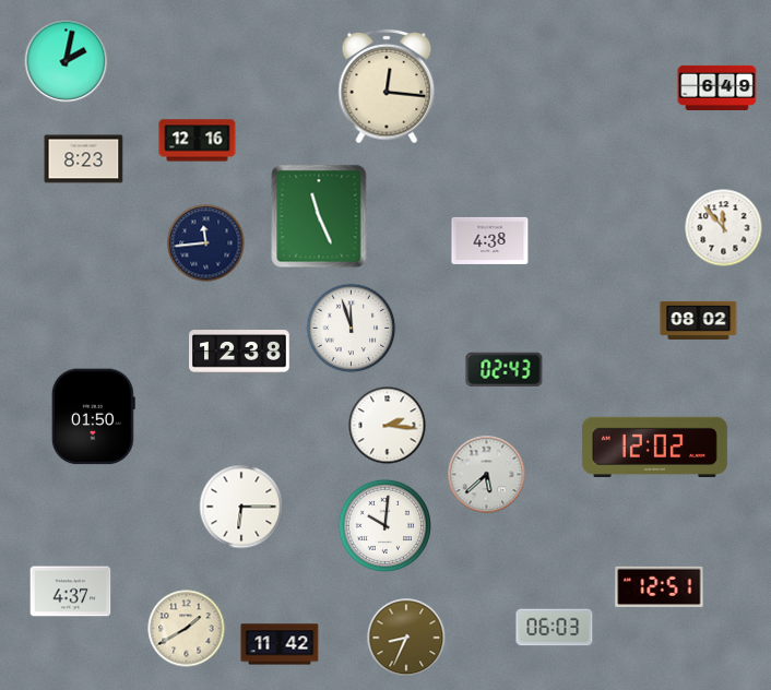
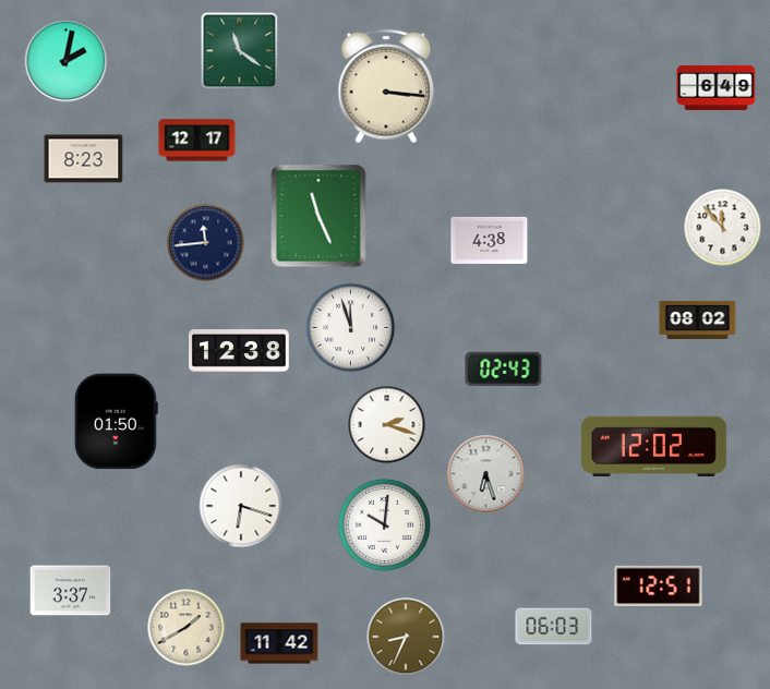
clock at (240, 51): none -> 11:21
clock at (387, 86): 12:16 -> 3:16
clock at (198, 141): 12:16 -> 12:17
clock at (93, 417) position: (93, 417) -> (116, 422)
clock at (388, 426): 2:16 -> 2:18
clock at (487, 475): 5:38 -> 6:27
clock at (241, 507): 6:15 -> 6:18
clock at (71, 592): 4:37 -> 3:37
